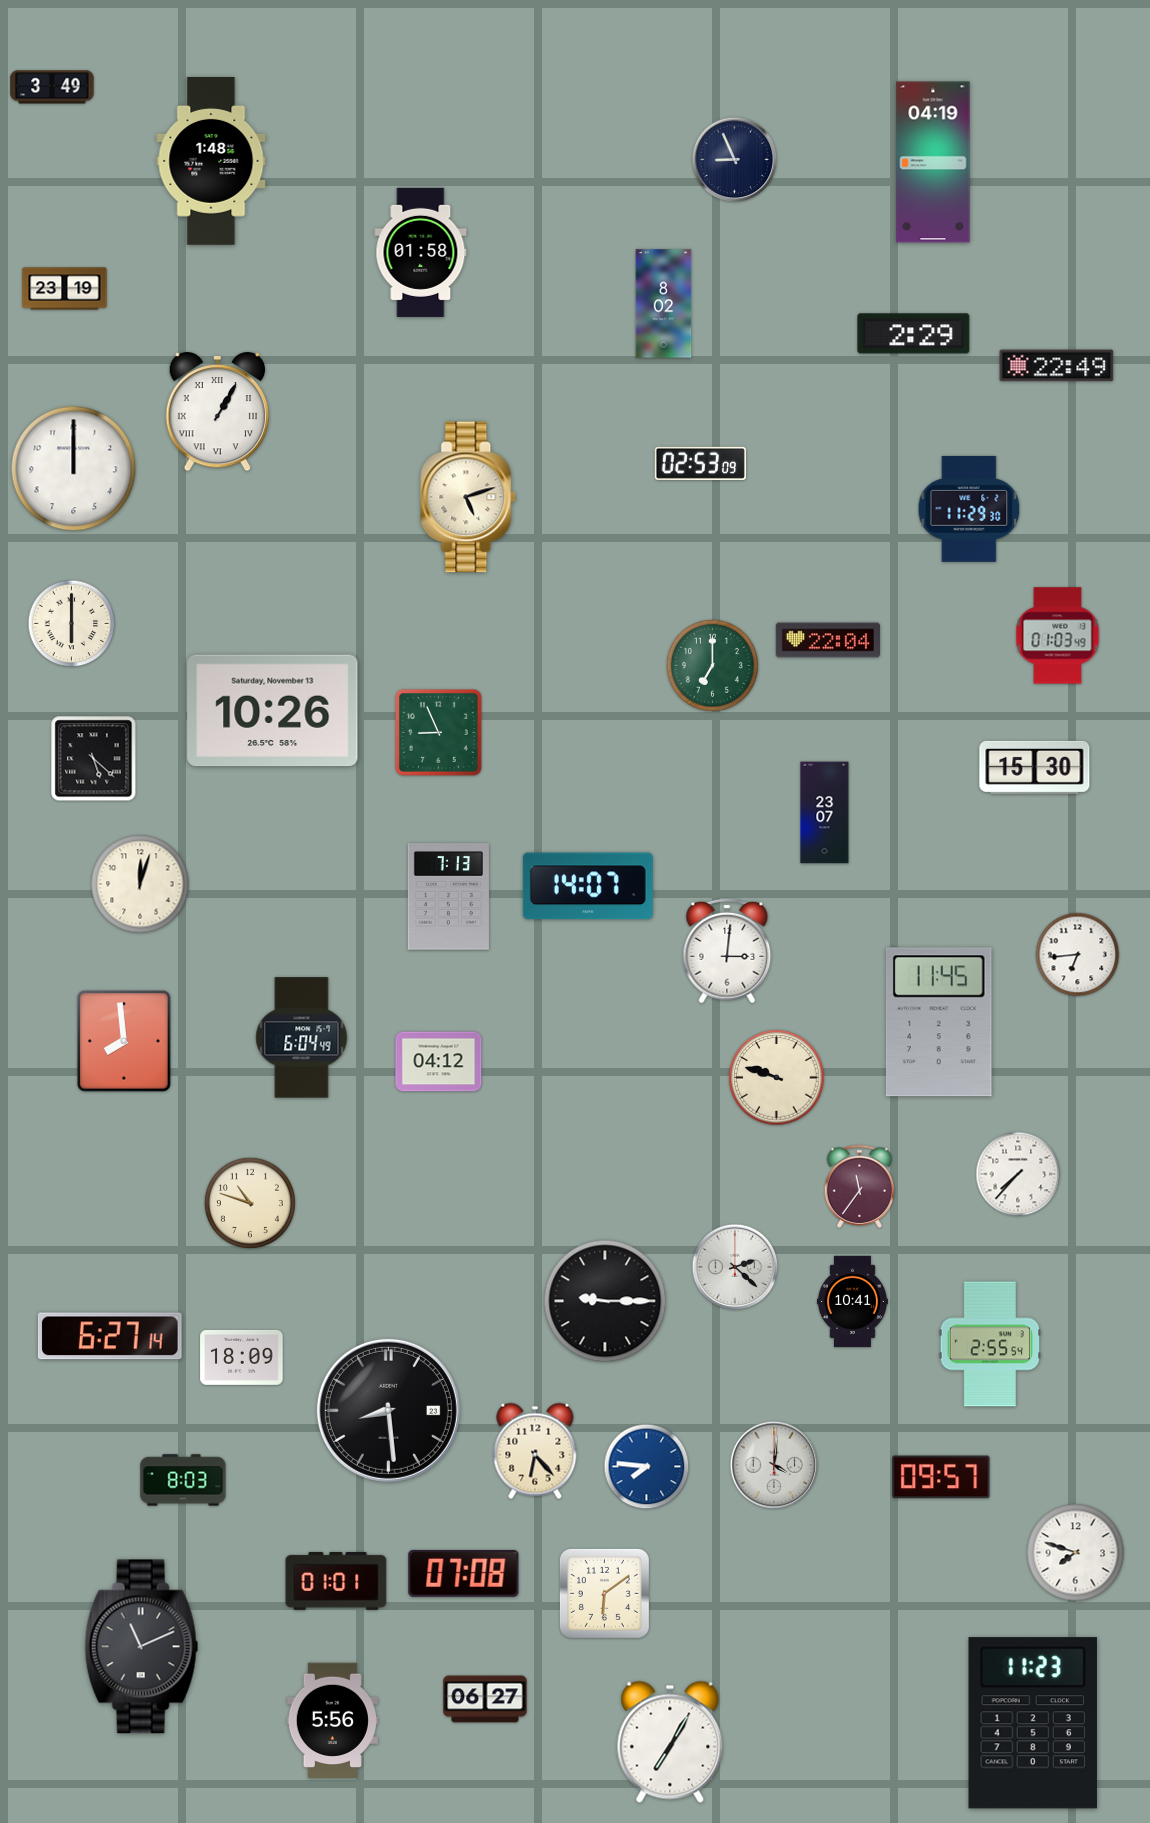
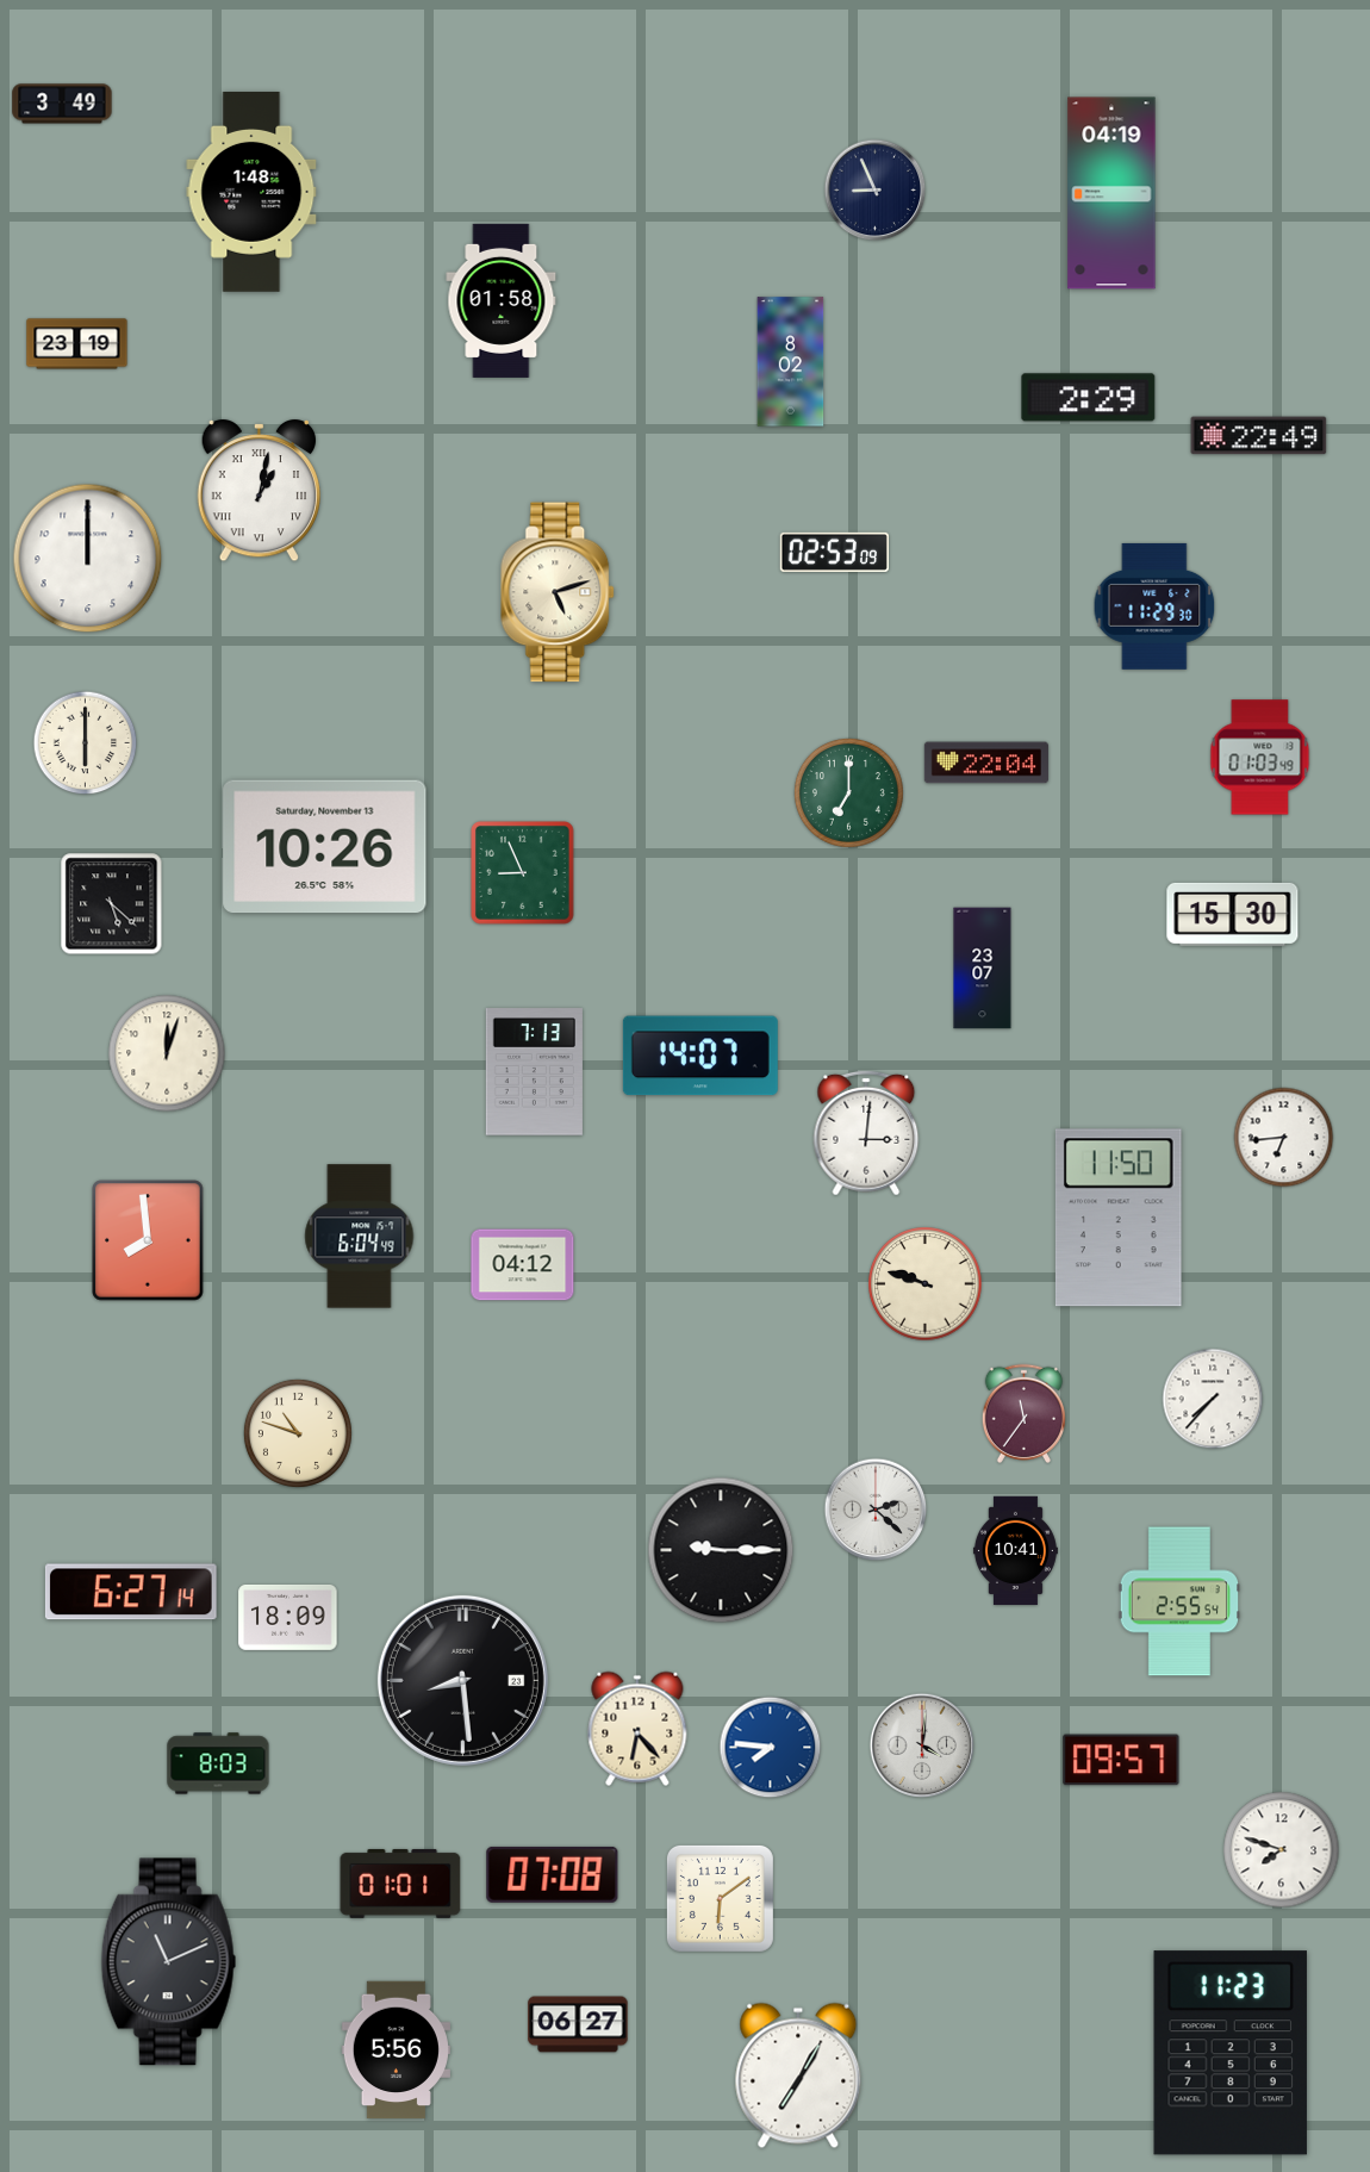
clock at (217, 412): 1:05 -> 1:02
clock at (448, 897) position: (448, 897) -> (534, 1072)
clock at (939, 1022): 11:45 -> 11:50
